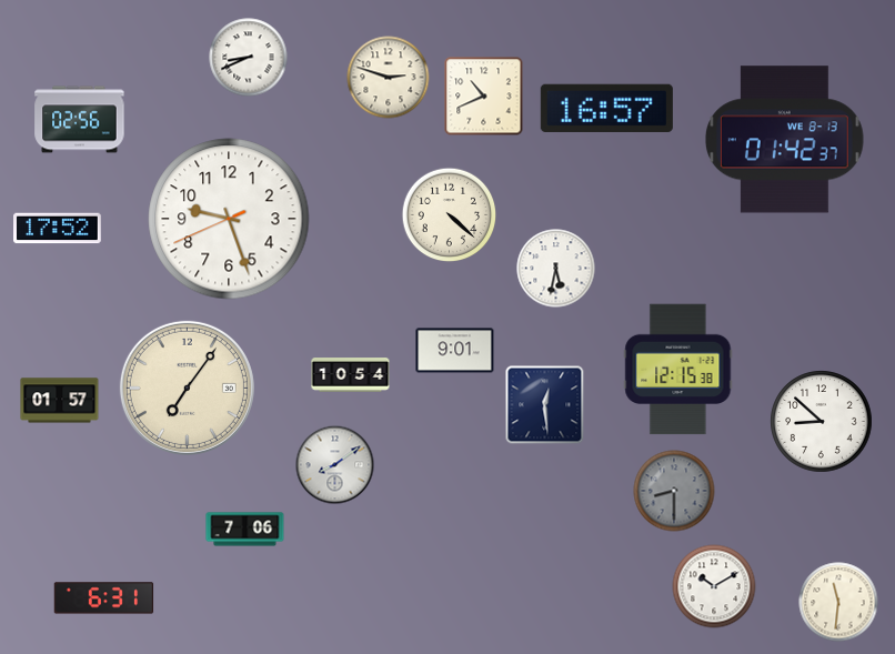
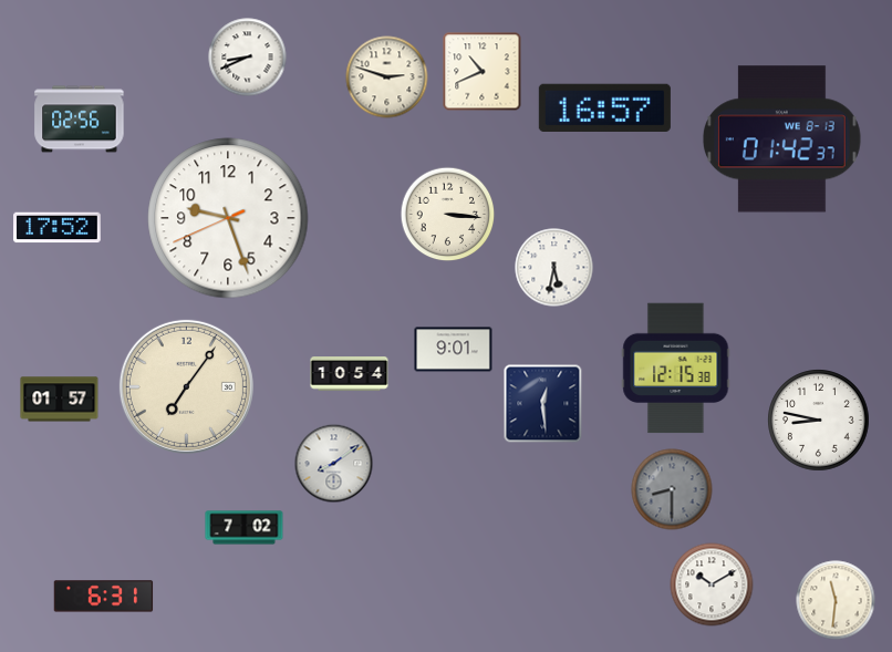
clock at (484, 97) position: (484, 97) -> (483, 72)
clock at (450, 215): 4:22 -> 3:16
clock at (822, 422): 8:52 -> 8:47
clock at (245, 530): 7:06 -> 7:02
